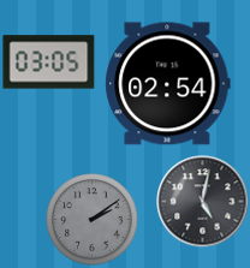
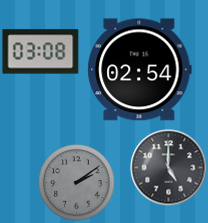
clock at (49, 62): 03:05 -> 03:08
clock at (203, 202): 5:02 -> 5:00
